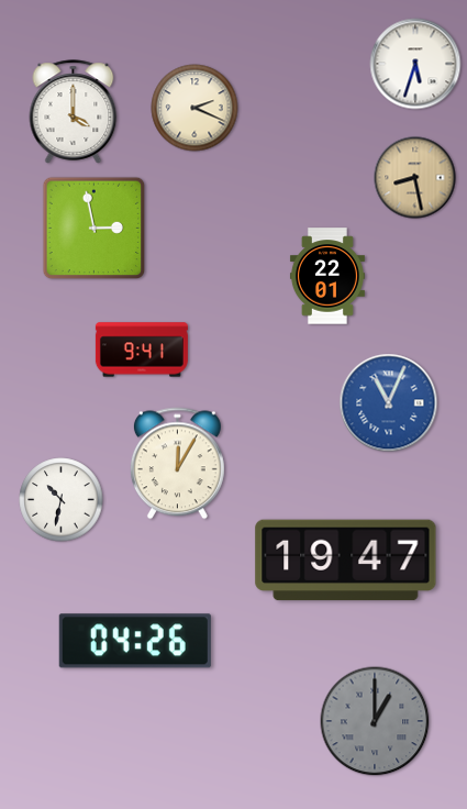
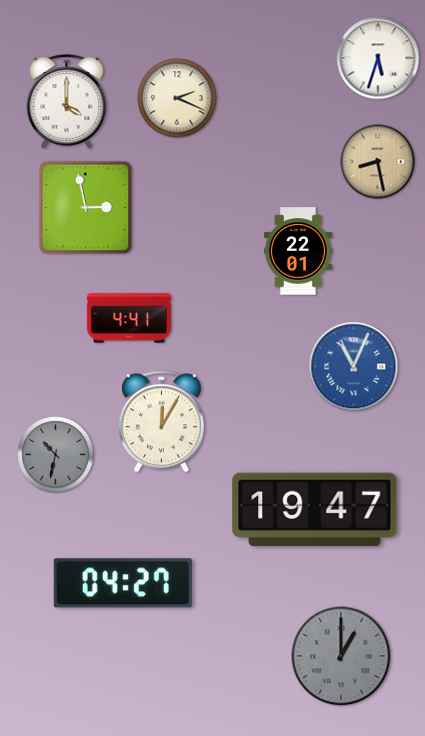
clock at (142, 350): 9:41 -> 4:41
clock at (62, 500) dial: white -> grey
clock at (135, 641): 04:26 -> 04:27
